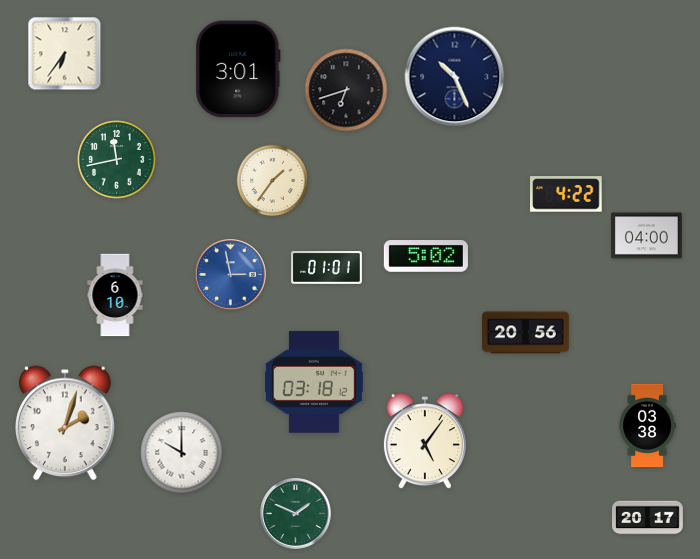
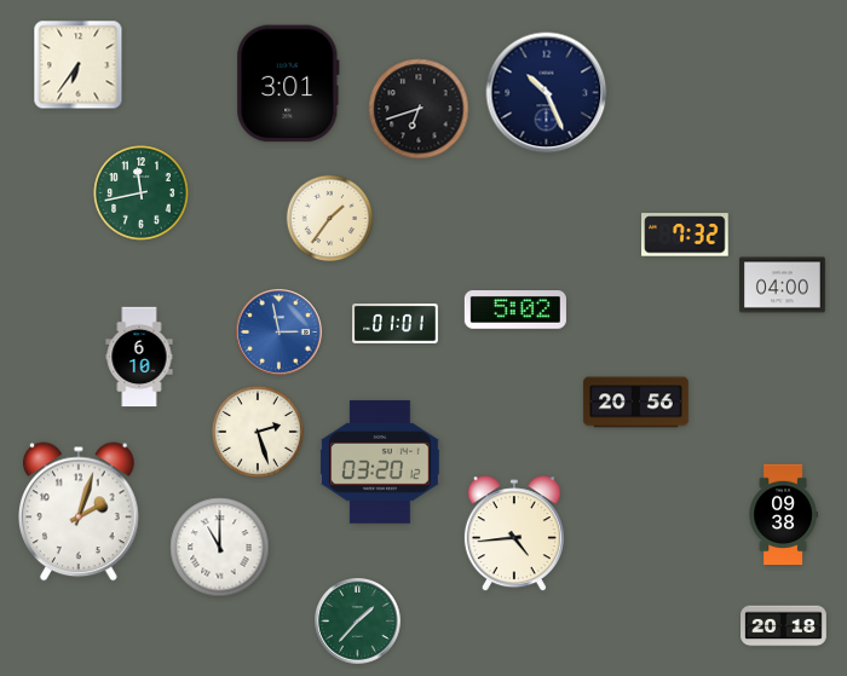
clock at (455, 77) position: (455, 77) -> (547, 93)
clock at (566, 194): 4:22 -> 7:32
clock at (258, 432): none -> 2:27
clock at (314, 382): 03:18 -> 03:20
clock at (647, 426): 03:38 -> 09:38
clock at (425, 442): 5:06 -> 4:44
clock at (182, 453): 10:00 -> 11:00
clock at (296, 514): 1:49 -> 1:37
clock at (648, 518): 20:17 -> 20:18
